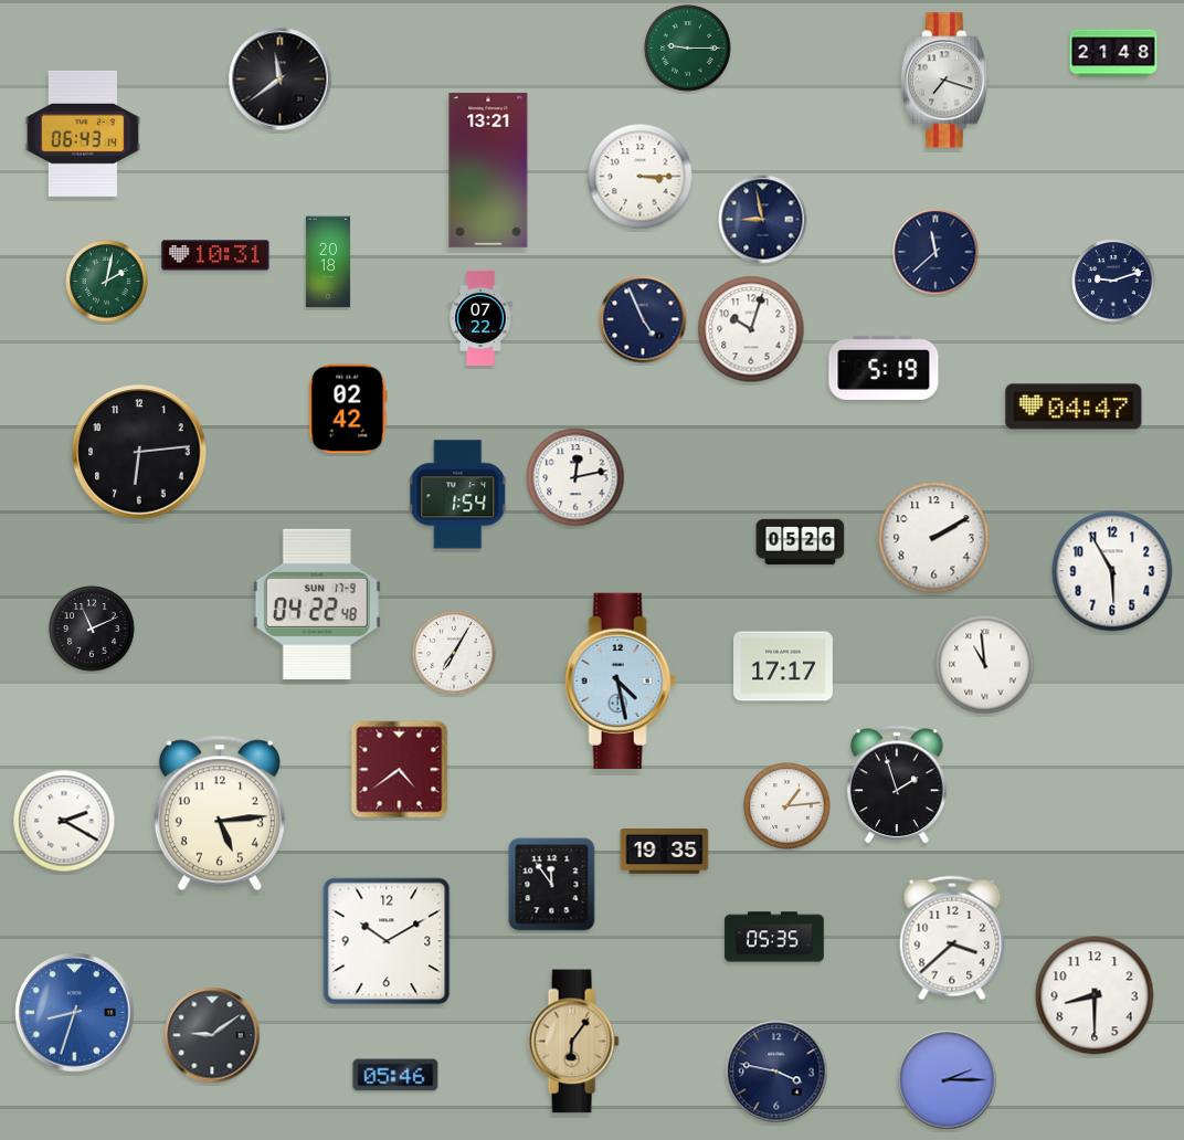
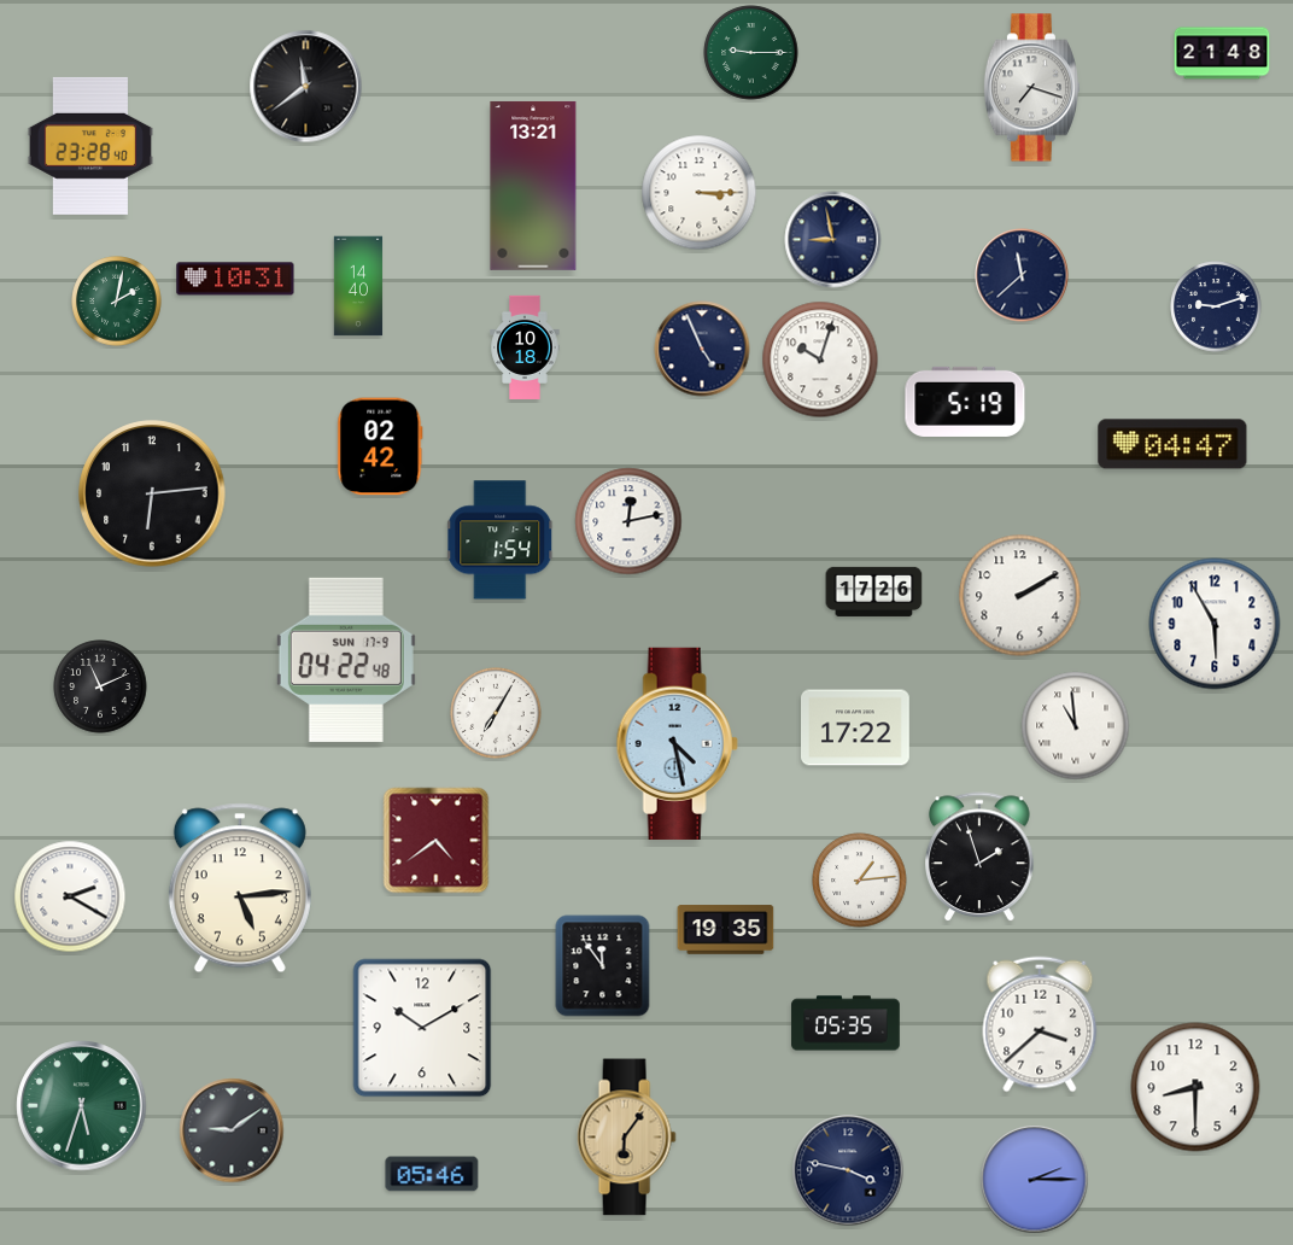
clock at (1113, 53) position: (1113, 53) -> (1222, 53)
clock at (83, 134): 06:43 -> 23:28
clock at (328, 262): 20:18 -> 14:40
clock at (107, 282) position: (107, 282) -> (117, 302)
clock at (480, 318): 07:22 -> 10:18
clock at (934, 538) position: (934, 538) -> (1020, 596)
clock at (801, 541): 05:26 -> 17:26
clock at (784, 666): 17:17 -> 17:22
clock at (75, 1013): 8:33 -> 5:33
clock at (75, 1013) dial: blue -> green
